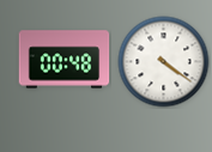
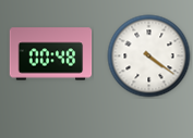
clock at (65, 60) position: (65, 60) -> (51, 54)
